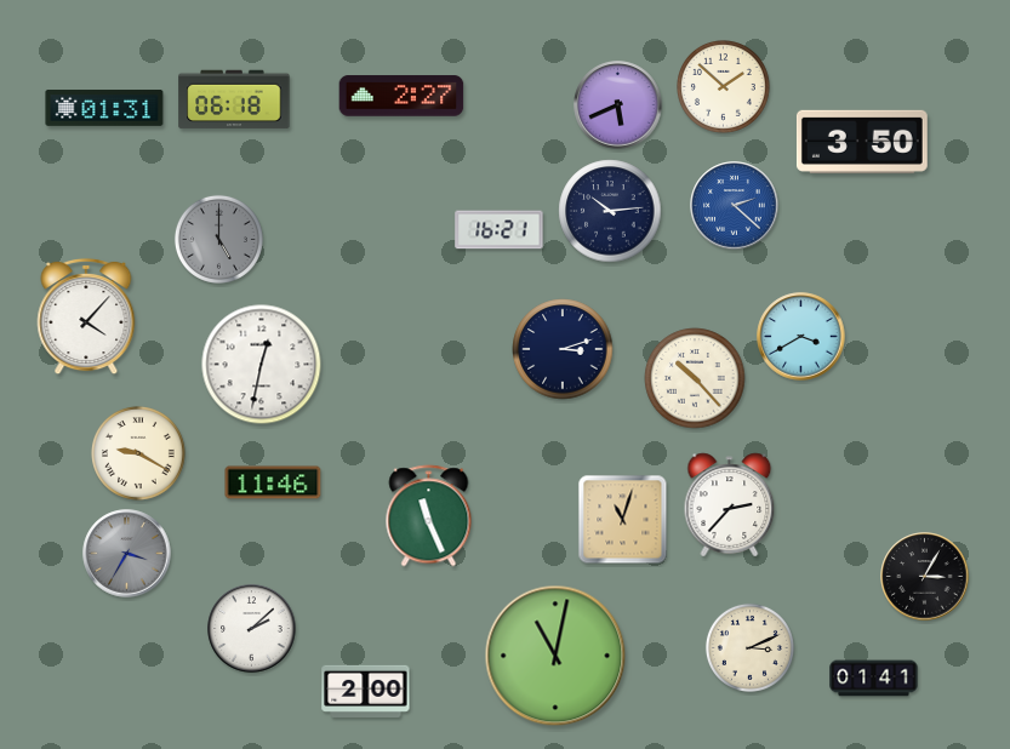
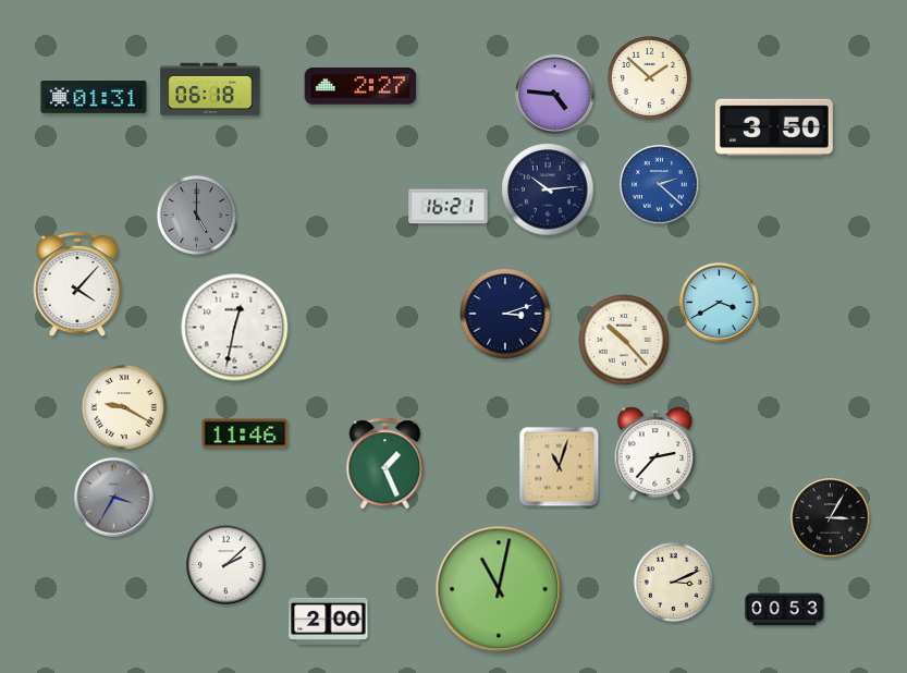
clock at (618, 105): 5:41 -> 4:46
clock at (429, 516): 11:26 -> 1:26
clock at (874, 679): 01:41 -> 00:53
